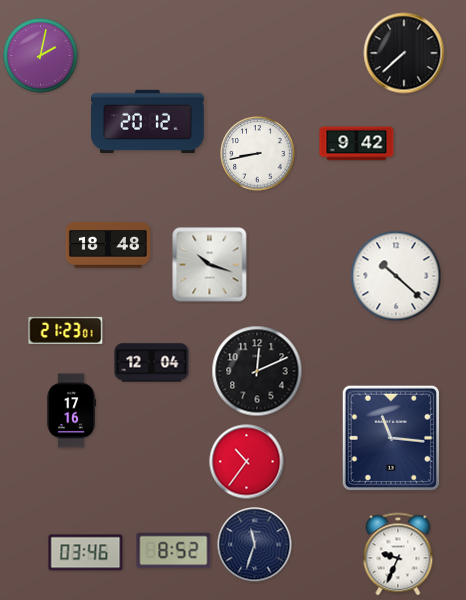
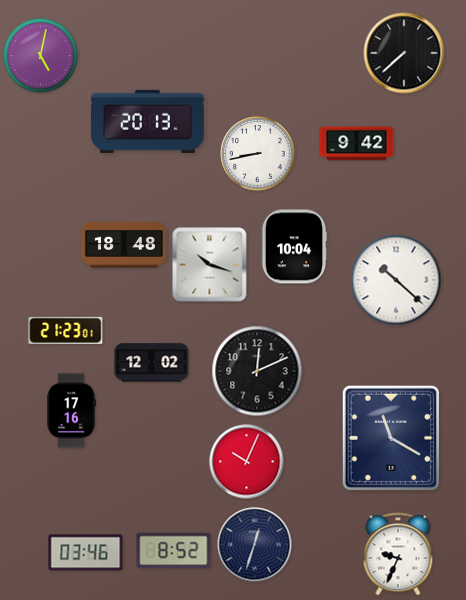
clock at (41, 56): 2:02 -> 5:02
clock at (148, 121): 20:12 -> 20:13
clock at (108, 245) position: (108, 245) -> (124, 245)
clock at (294, 247): none -> 10:04
clock at (396, 276) position: (396, 276) -> (396, 280)
clock at (152, 363): 12:04 -> 12:02
clock at (390, 438): 11:16 -> 11:20
clock at (247, 462): 10:36 -> 10:04
clock at (255, 545): 11:33 -> 12:33
